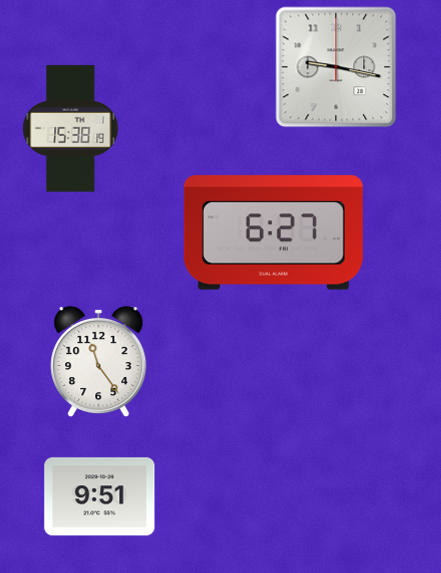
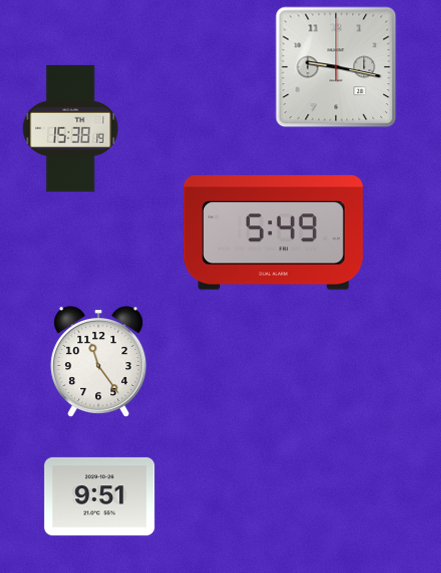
clock at (273, 233): 6:27 -> 5:49
